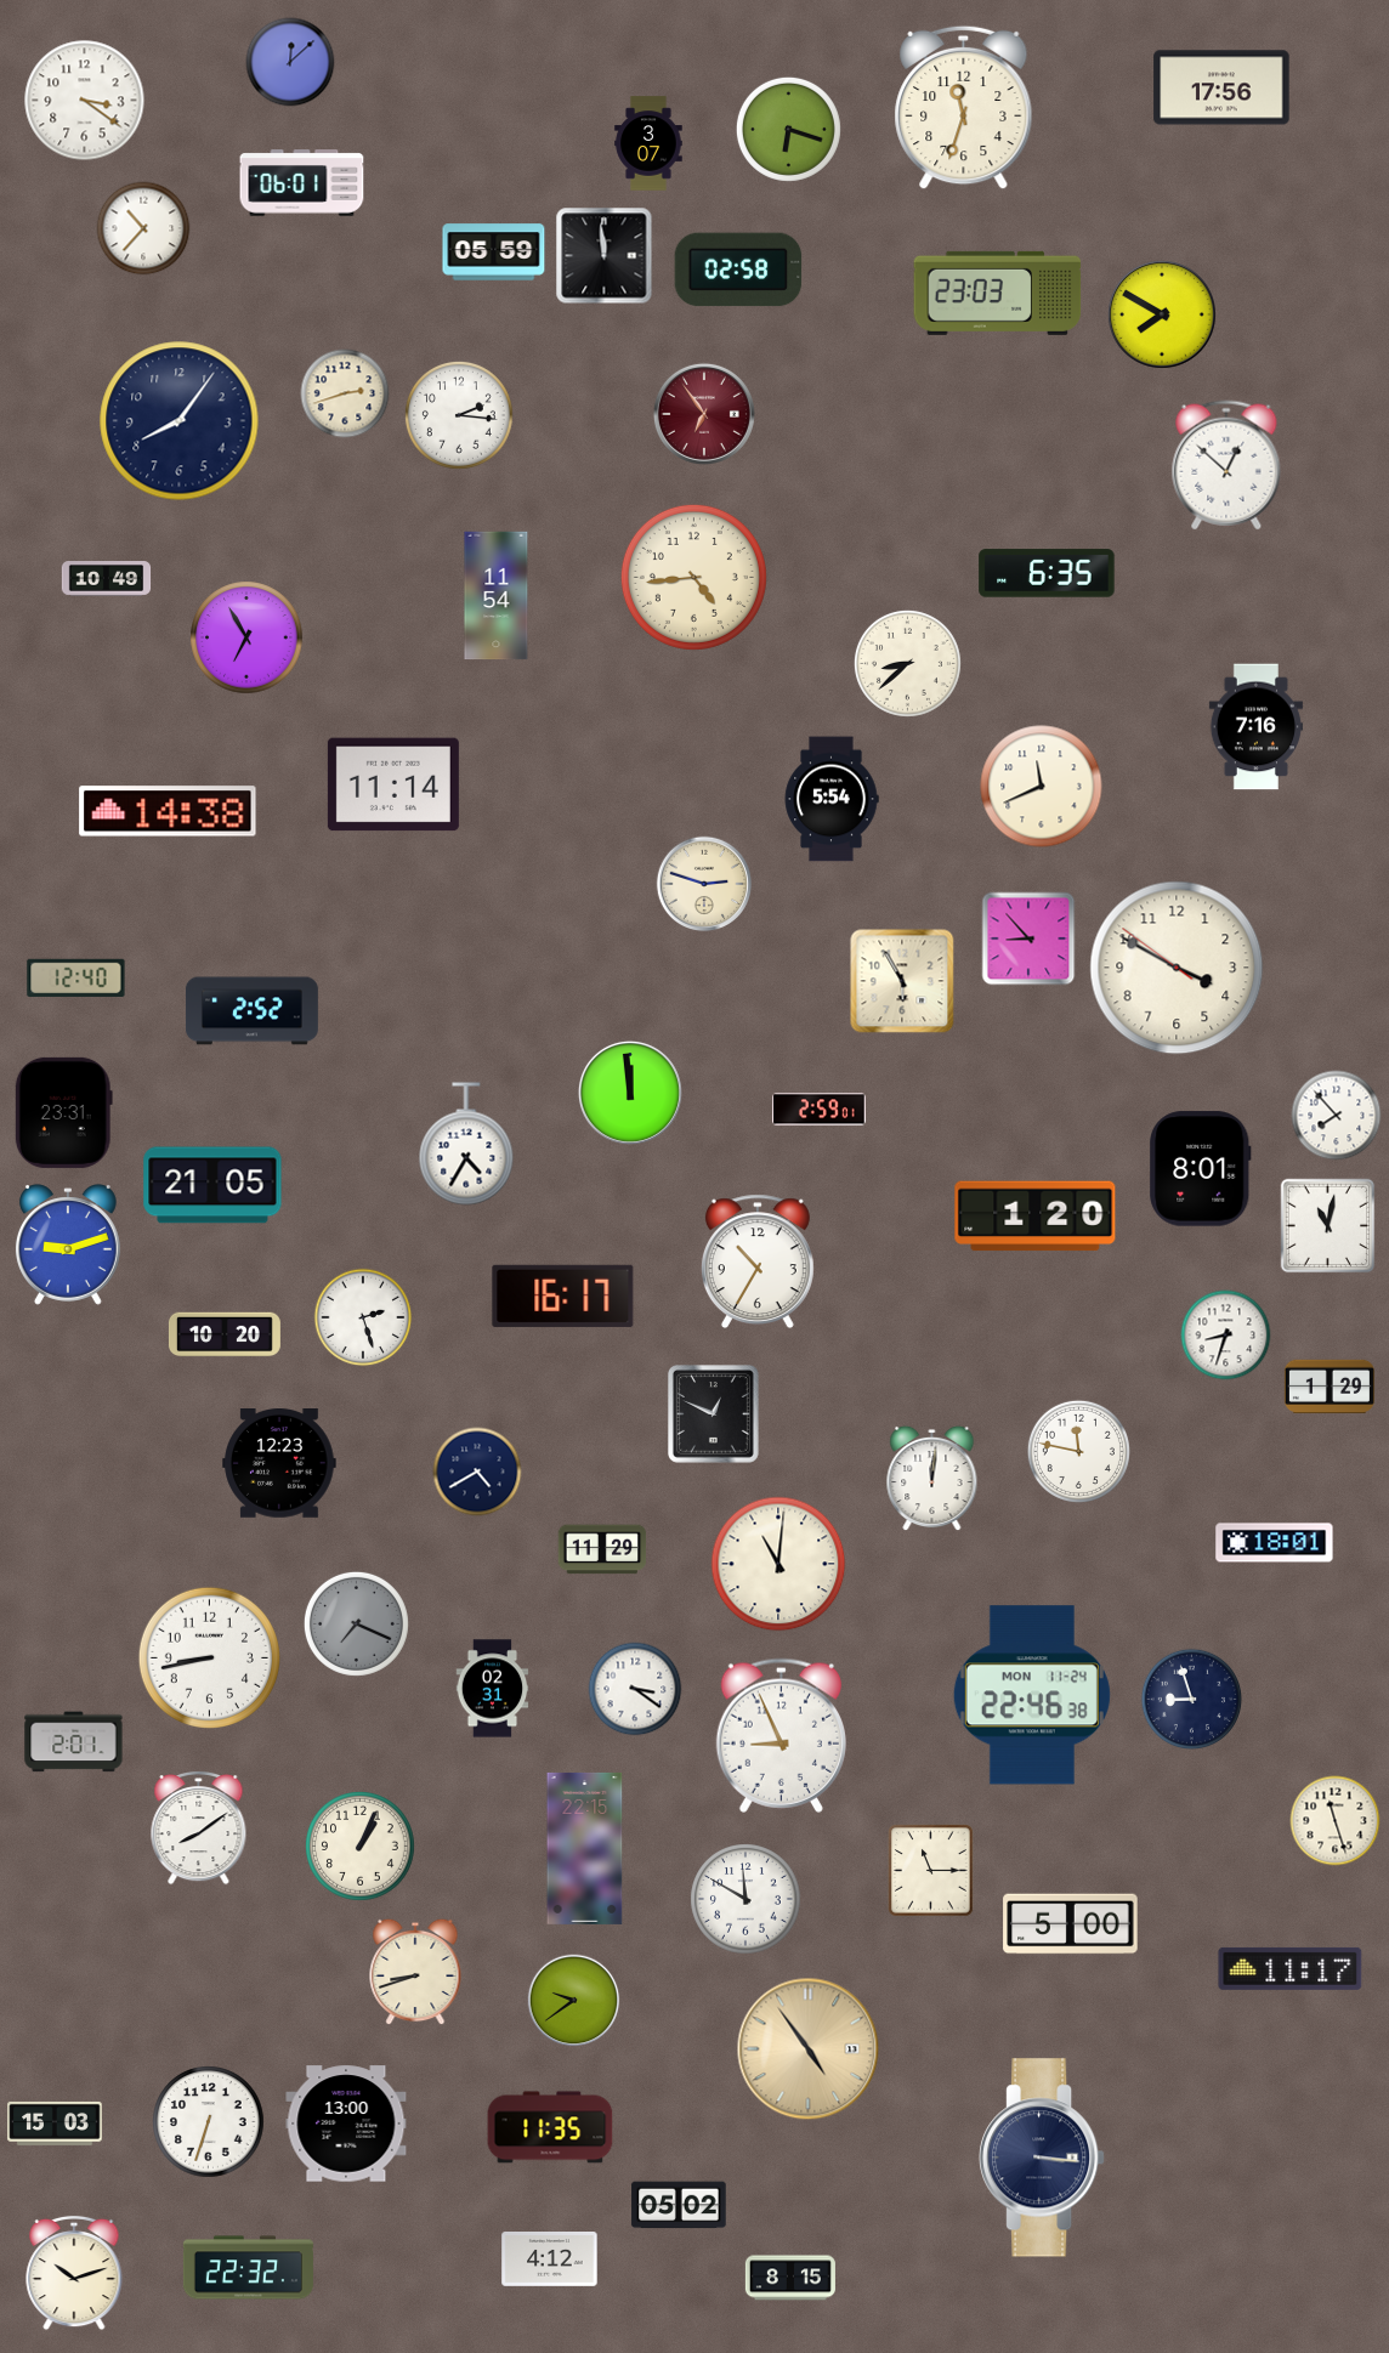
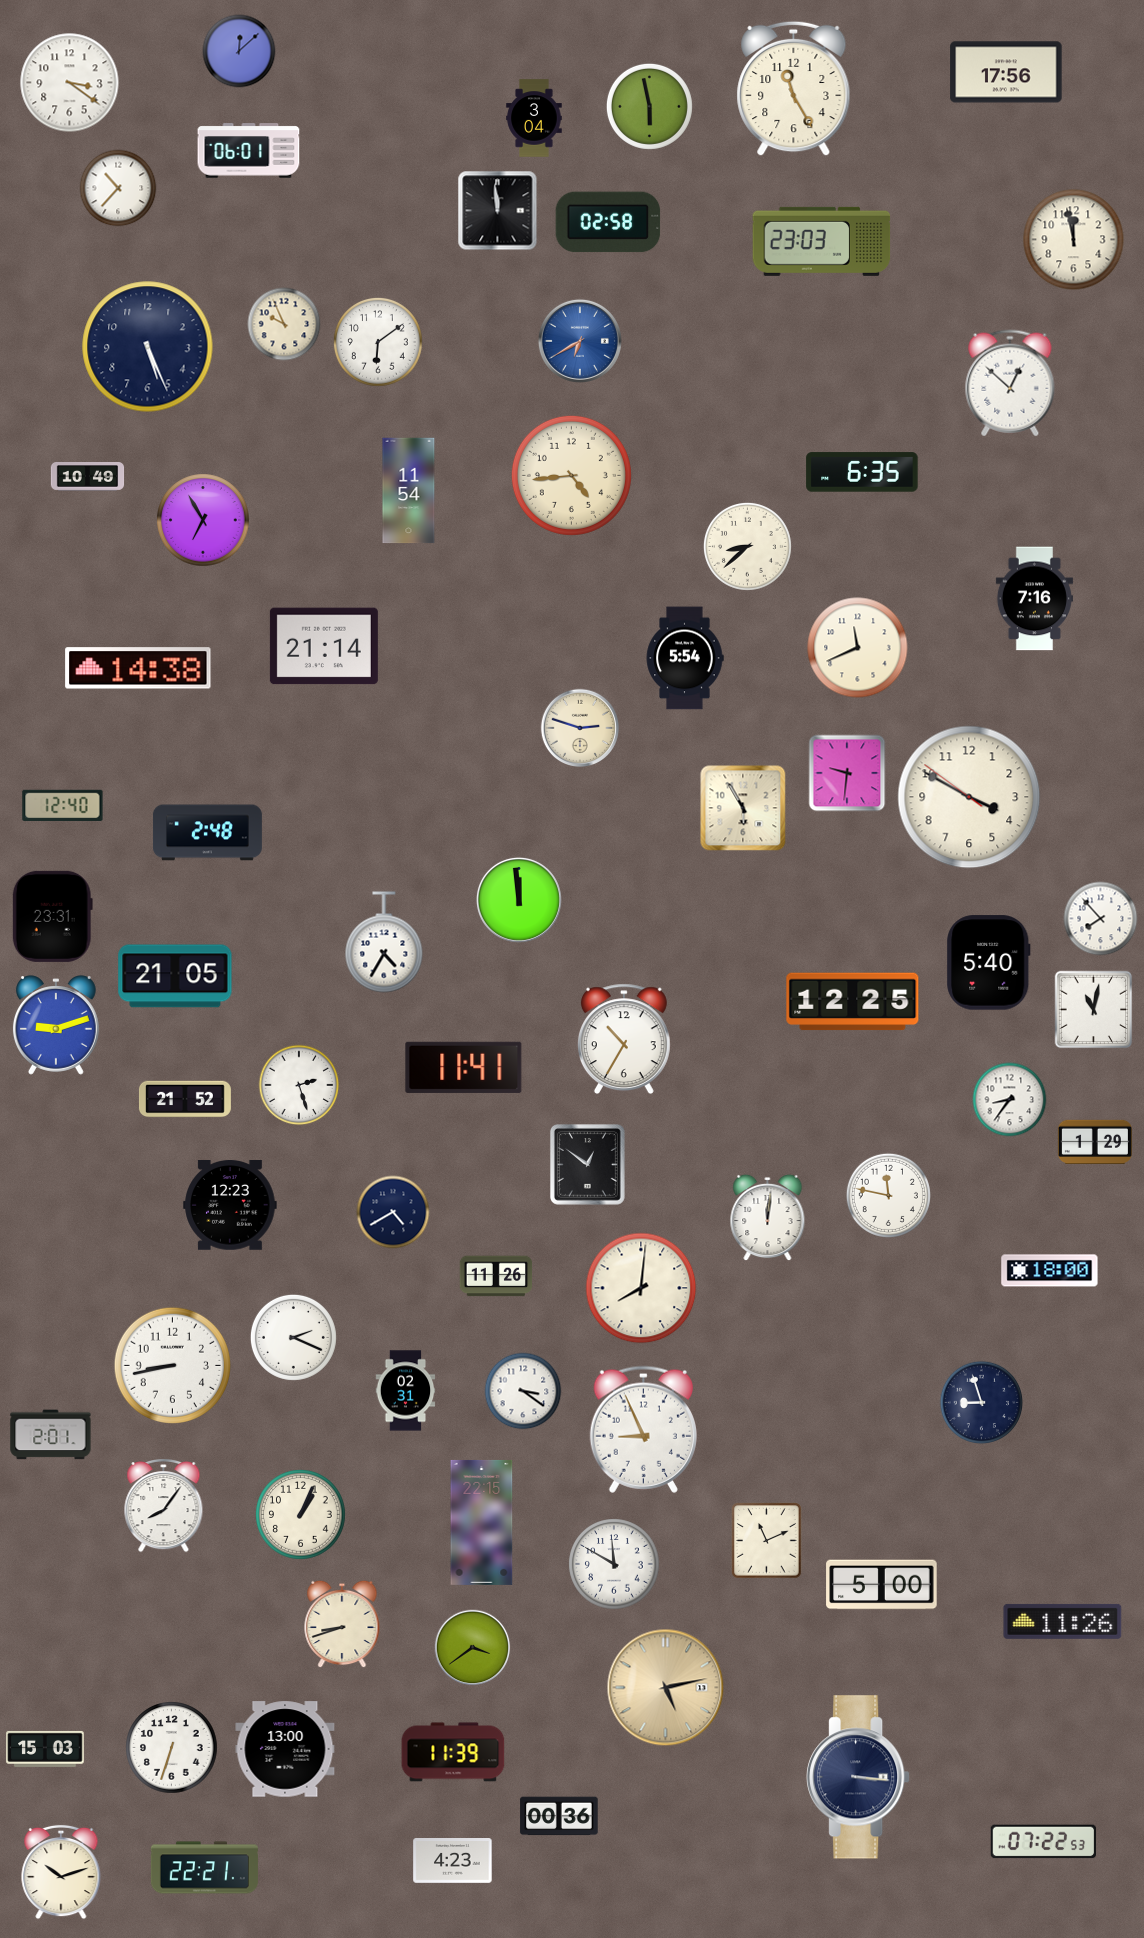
clock at (964, 108): 11:33 -> 11:25
clock at (788, 129): 6:18 -> 5:58
clock at (648, 143): 3:07 -> 3:04
clock at (494, 253): 05:59 -> none
clock at (1074, 240): none -> 11:58
clock at (1163, 316): 7:50 -> none
clock at (345, 393): 2:42 -> 9:56
clock at (704, 414): 6:54 -> 6:40
clock at (704, 414) dial: burgundy -> blue
clock at (460, 416): 2:16 -> 6:09
clock at (180, 421): 8:06 -> 5:26
clock at (246, 637) position: (246, 637) -> (203, 520)
clock at (393, 784): 11:14 -> 21:14
clock at (1028, 939): 8:53 -> 9:31
clock at (251, 1011): 2:52 -> 2:48
clock at (820, 1110): 2:59 -> none
clock at (1201, 1169): 8:01 -> 5:40
clock at (1036, 1217): 1:20 -> 12:25
clock at (563, 1295): 16:17 -> 11:41
clock at (225, 1334): 10:20 -> 21:52
clock at (1226, 1336): 8:33 -> 8:36
clock at (714, 1414): 12:49 -> 12:51
clock at (1275, 1543): 18:01 -> 18:00
clock at (602, 1549): 11:29 -> 11:26
clock at (778, 1564): 11:01 -> 8:01
clock at (356, 1623): 7:19 -> 2:19
clock at (356, 1623) dial: grey -> white
clock at (1032, 1695): 22:46 -> none
clock at (1191, 1699) position: (1191, 1699) -> (981, 1402)
clock at (74, 1742) position: (74, 1742) -> (51, 1435)
clock at (1336, 1821): 11:27 -> none
clock at (199, 1828): 8:09 -> 8:06
clock at (361, 1847) position: (361, 1847) -> (301, 1515)
clock at (931, 1871): 11:15 -> 11:11
clock at (1291, 1968): 11:17 -> 11:26
clock at (574, 2001): 9:39 -> 3:39
clock at (809, 2049): 4:54 -> 5:13
clock at (550, 2127): 11:35 -> 11:39
clock at (679, 2205): 05:02 -> 00:36
clock at (1044, 1842): none -> 07:22
clock at (550, 2260): 4:12 -> 4:23
clock at (248, 2268): 22:32 -> 22:21
clock at (790, 2278): 8:15 -> none
